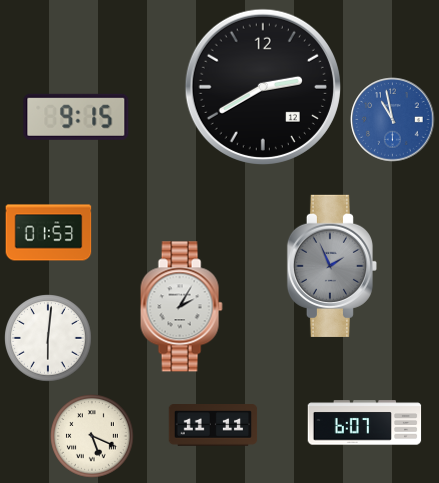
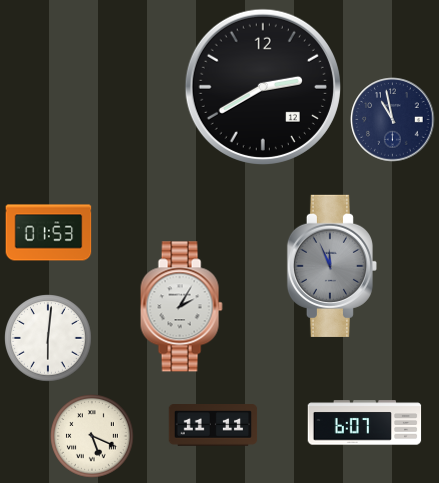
clock at (76, 117): 9:15 -> none
clock at (393, 120) dial: blue -> navy
clock at (332, 266): 1:56 -> 11:56
